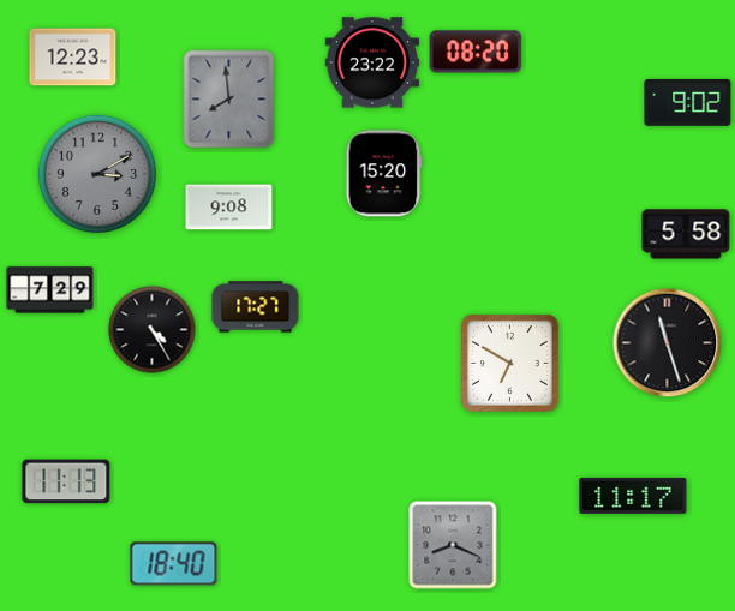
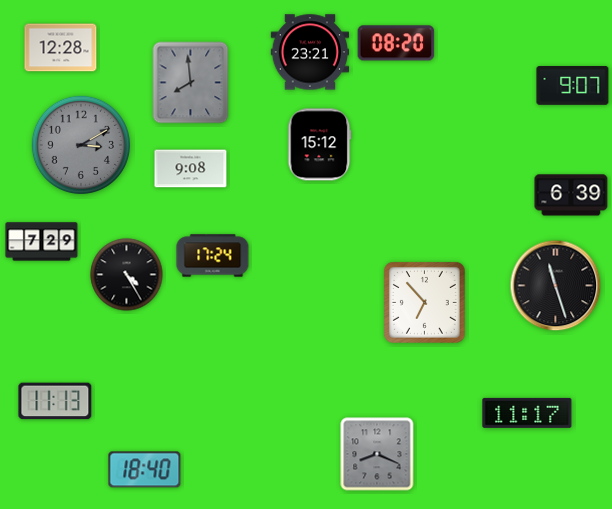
clock at (73, 58): 12:23 -> 12:28
clock at (372, 62): 23:22 -> 23:21
clock at (688, 103): 9:02 -> 9:07
clock at (384, 174): 15:20 -> 15:12
clock at (229, 208) position: (229, 208) -> (191, 169)
clock at (686, 234): 5:58 -> 6:39
clock at (256, 307): 17:27 -> 17:24
clock at (509, 363): 6:50 -> 6:53
